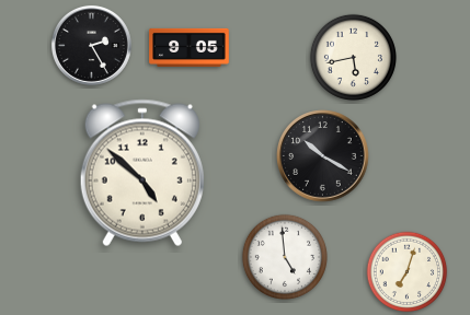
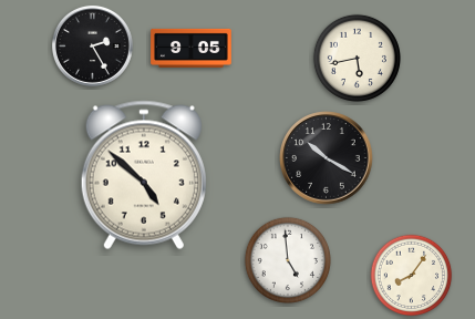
clock at (408, 272): 7:03 -> 8:06
